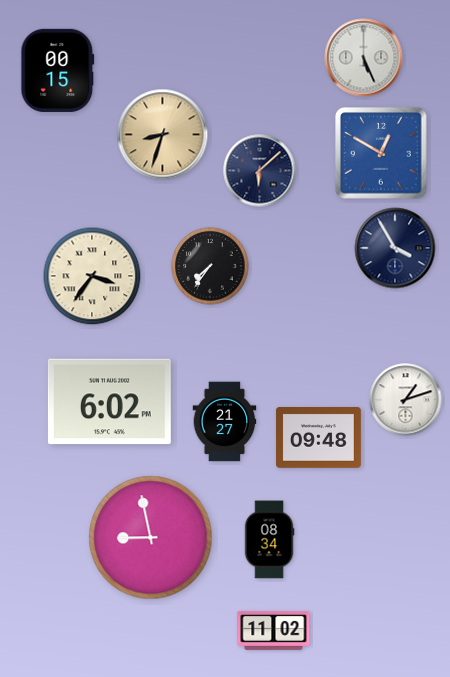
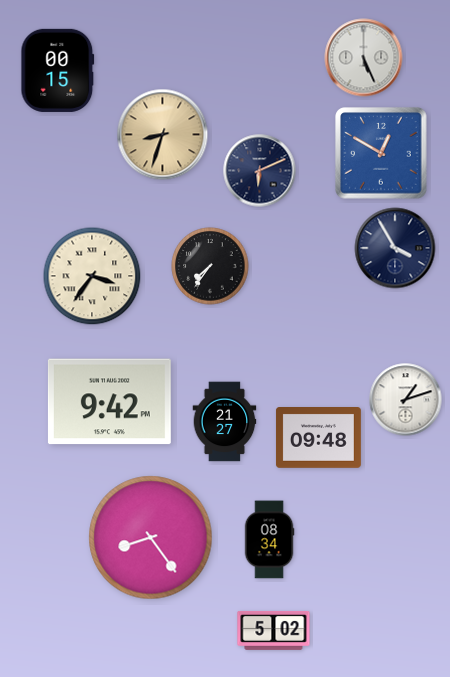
clock at (260, 171): 6:08 -> 6:11
clock at (109, 402): 6:02 -> 9:42
clock at (151, 538): 8:58 -> 8:24
clock at (274, 630): 11:02 -> 5:02
